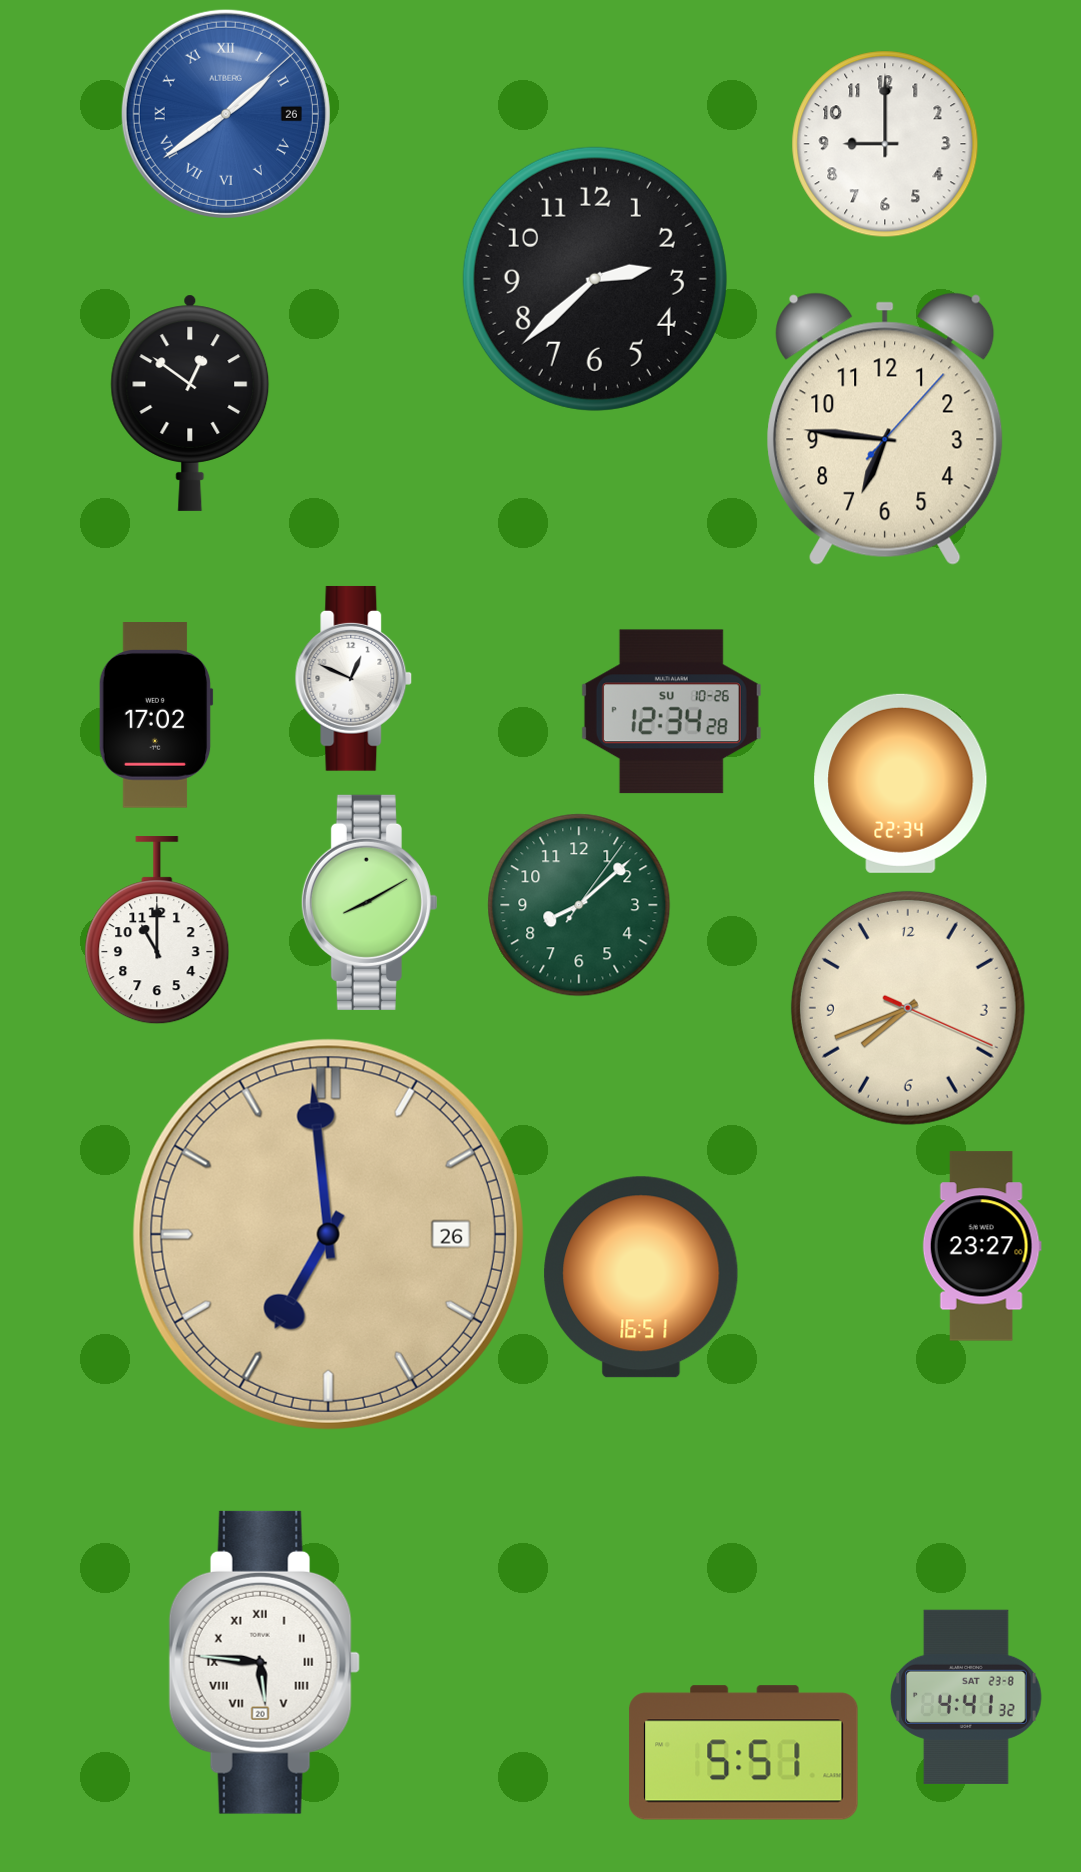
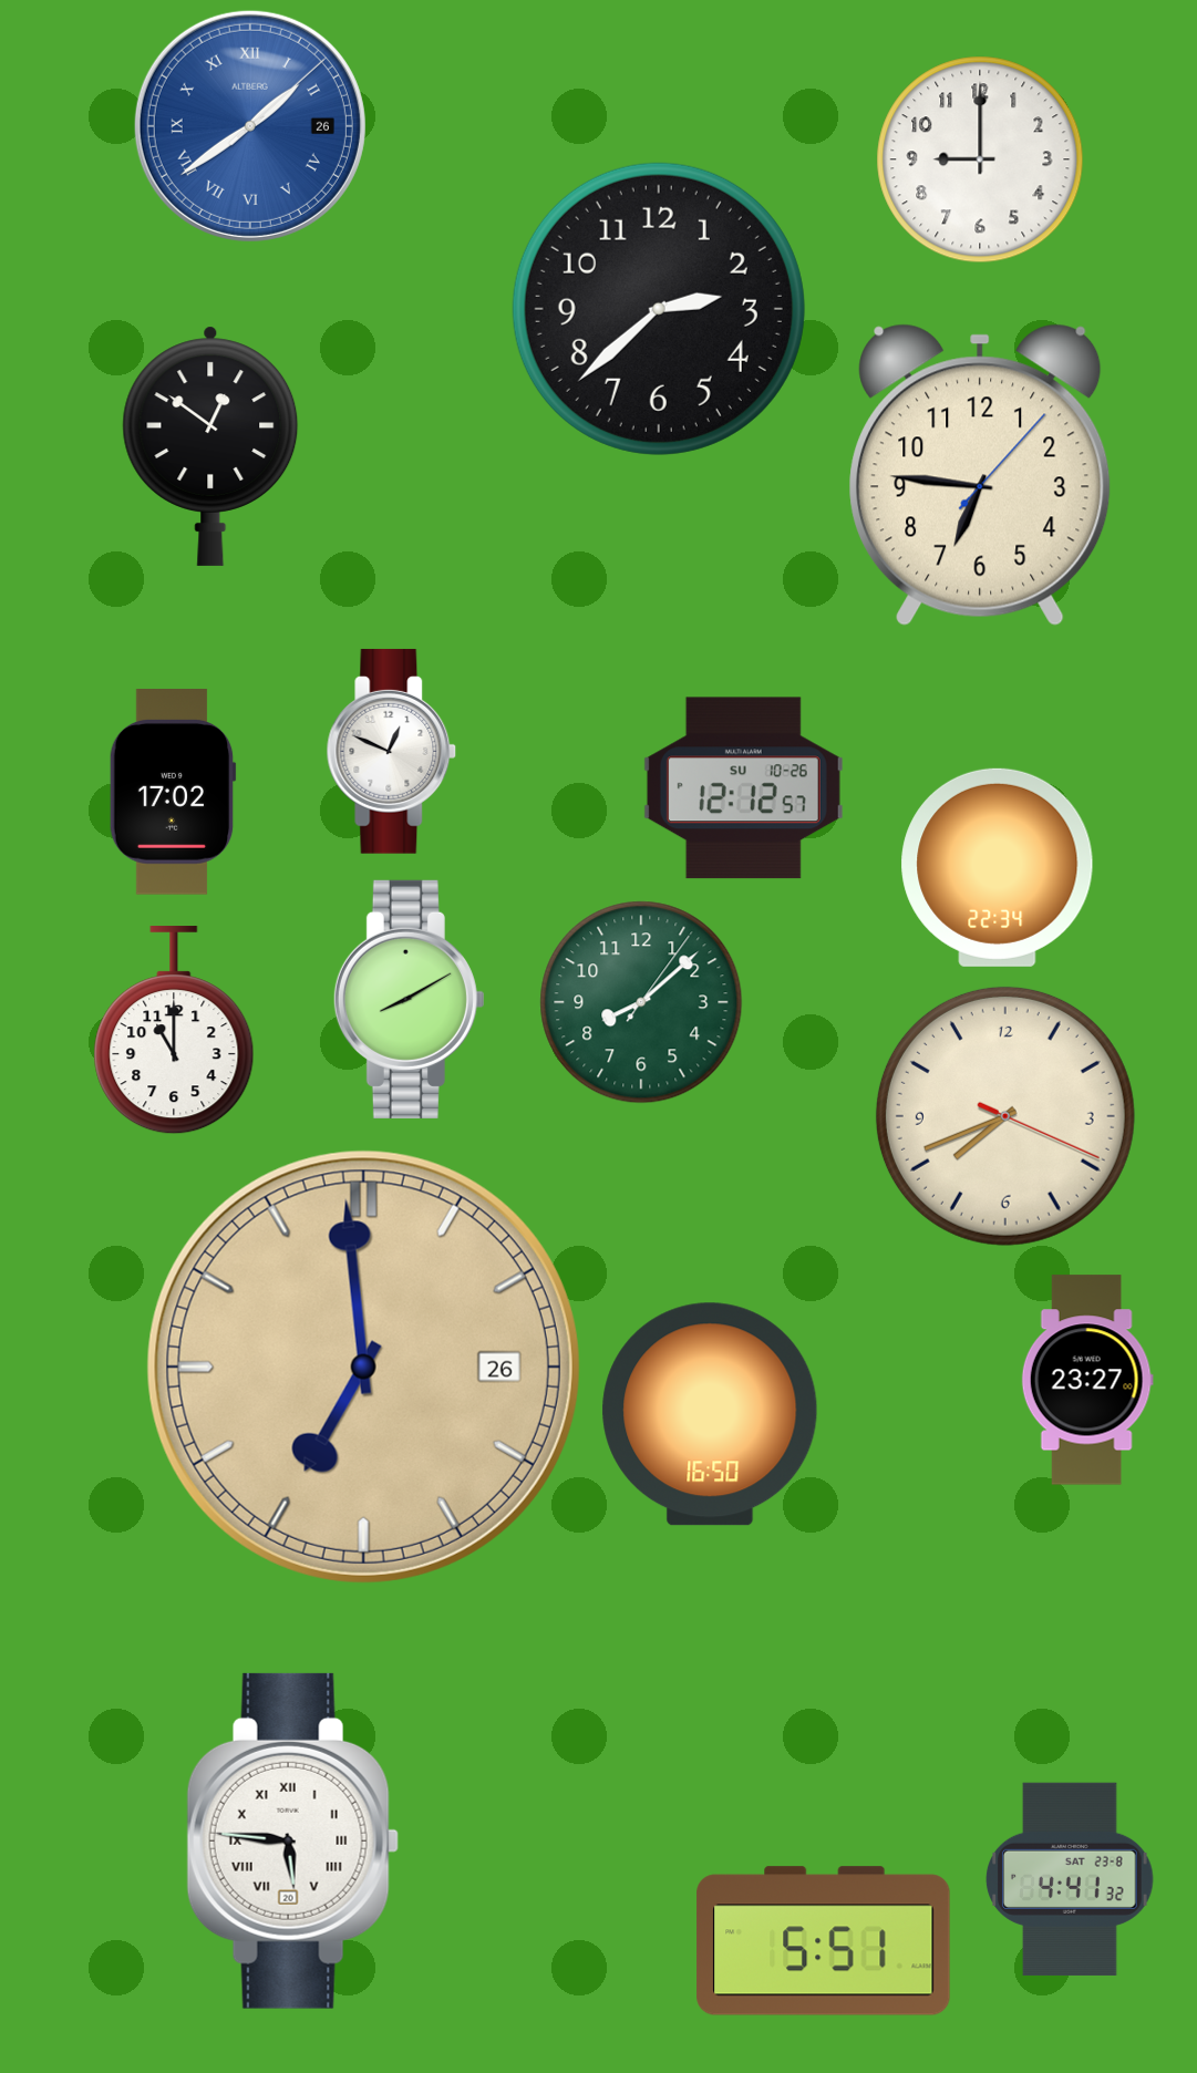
clock at (671, 712): 12:34 -> 12:12
clock at (641, 1277): 16:51 -> 16:50
